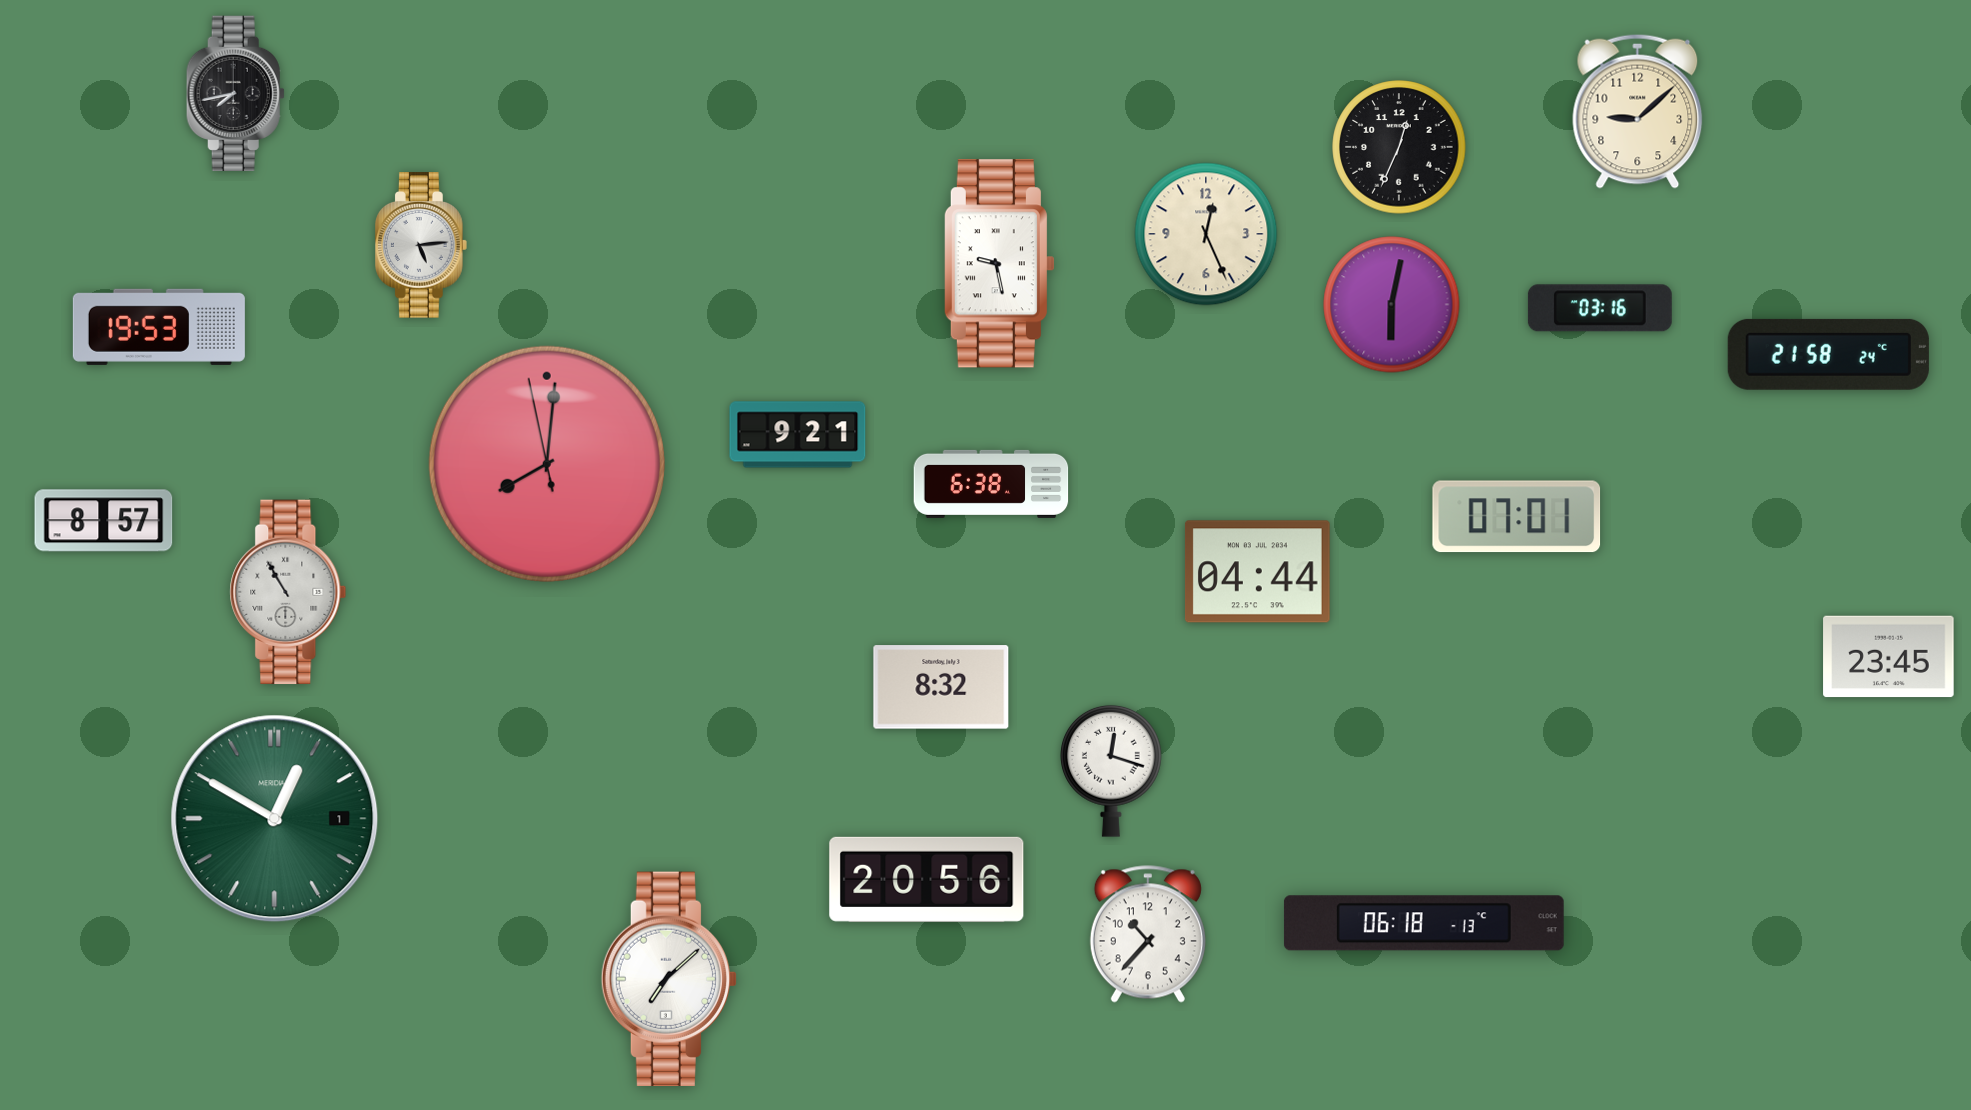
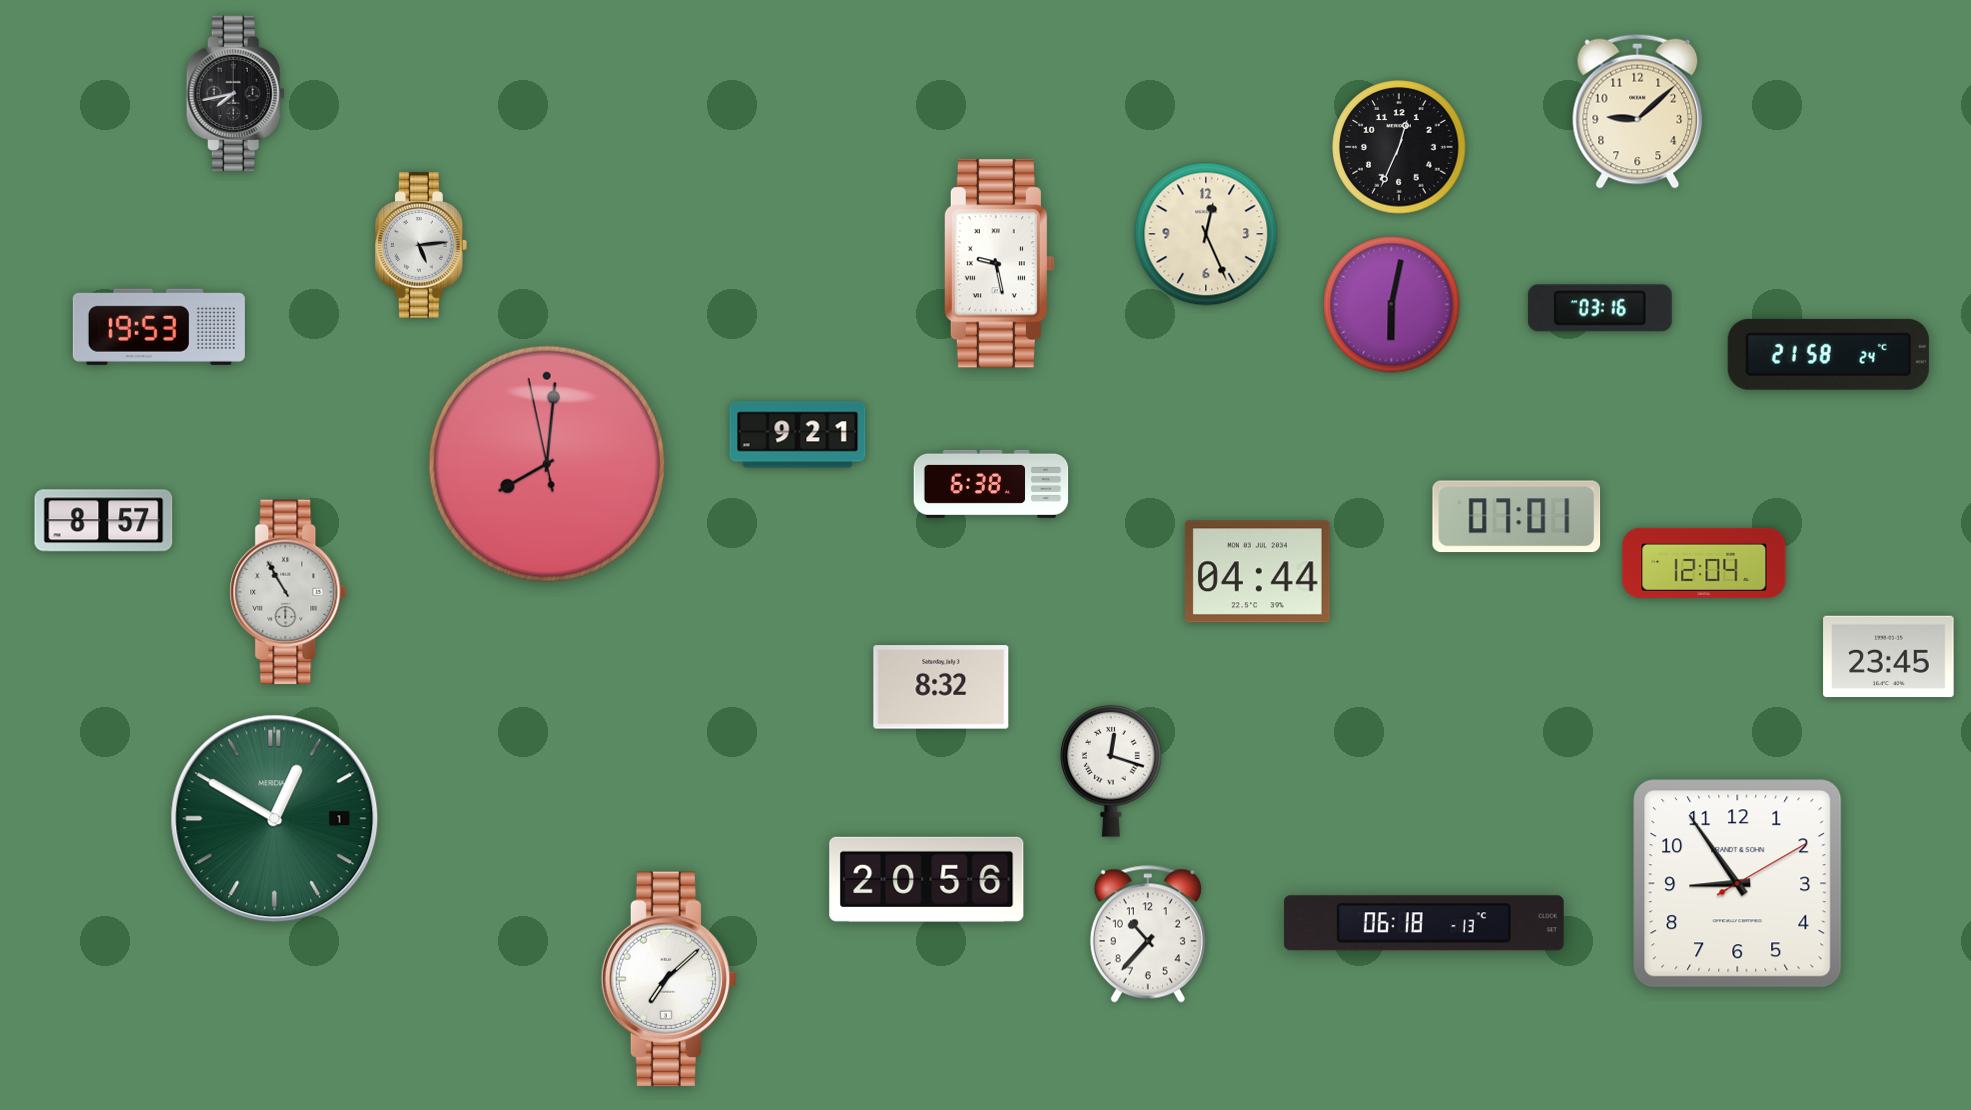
clock at (1704, 563): none -> 12:04
clock at (1738, 884): none -> 8:54
